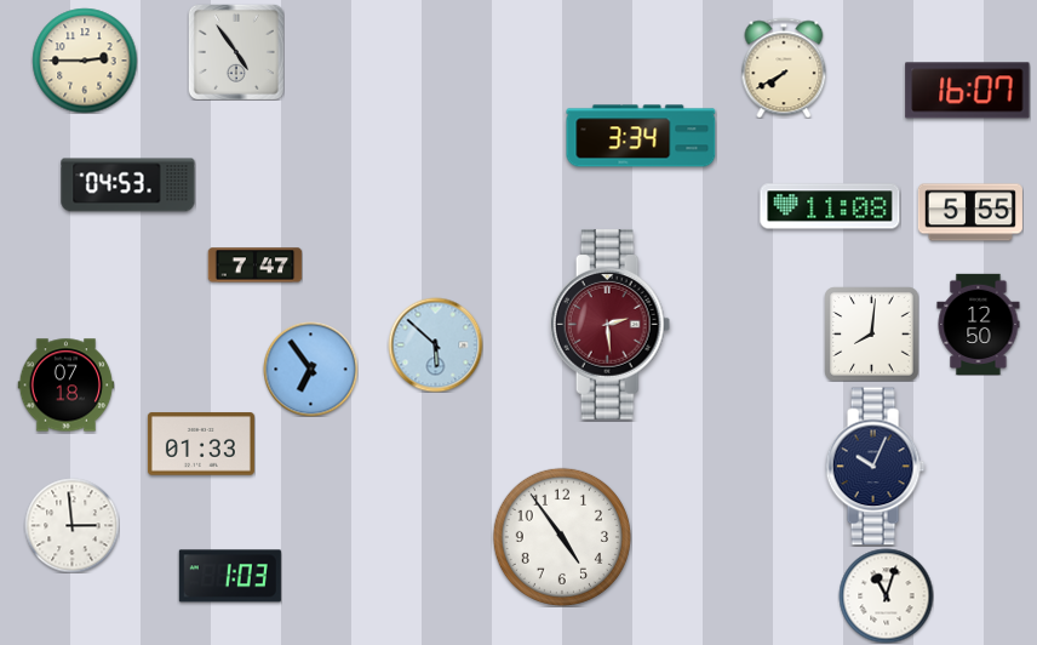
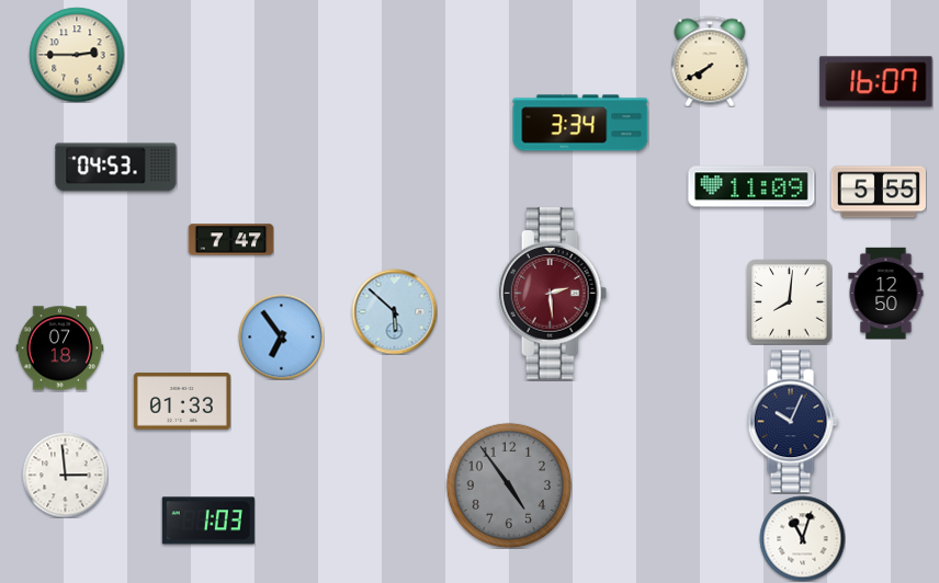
clock at (236, 52): 4:54 -> none
clock at (830, 206): 11:08 -> 11:09
clock at (310, 369) position: (310, 369) -> (281, 336)
clock at (562, 537) dial: white -> grey
